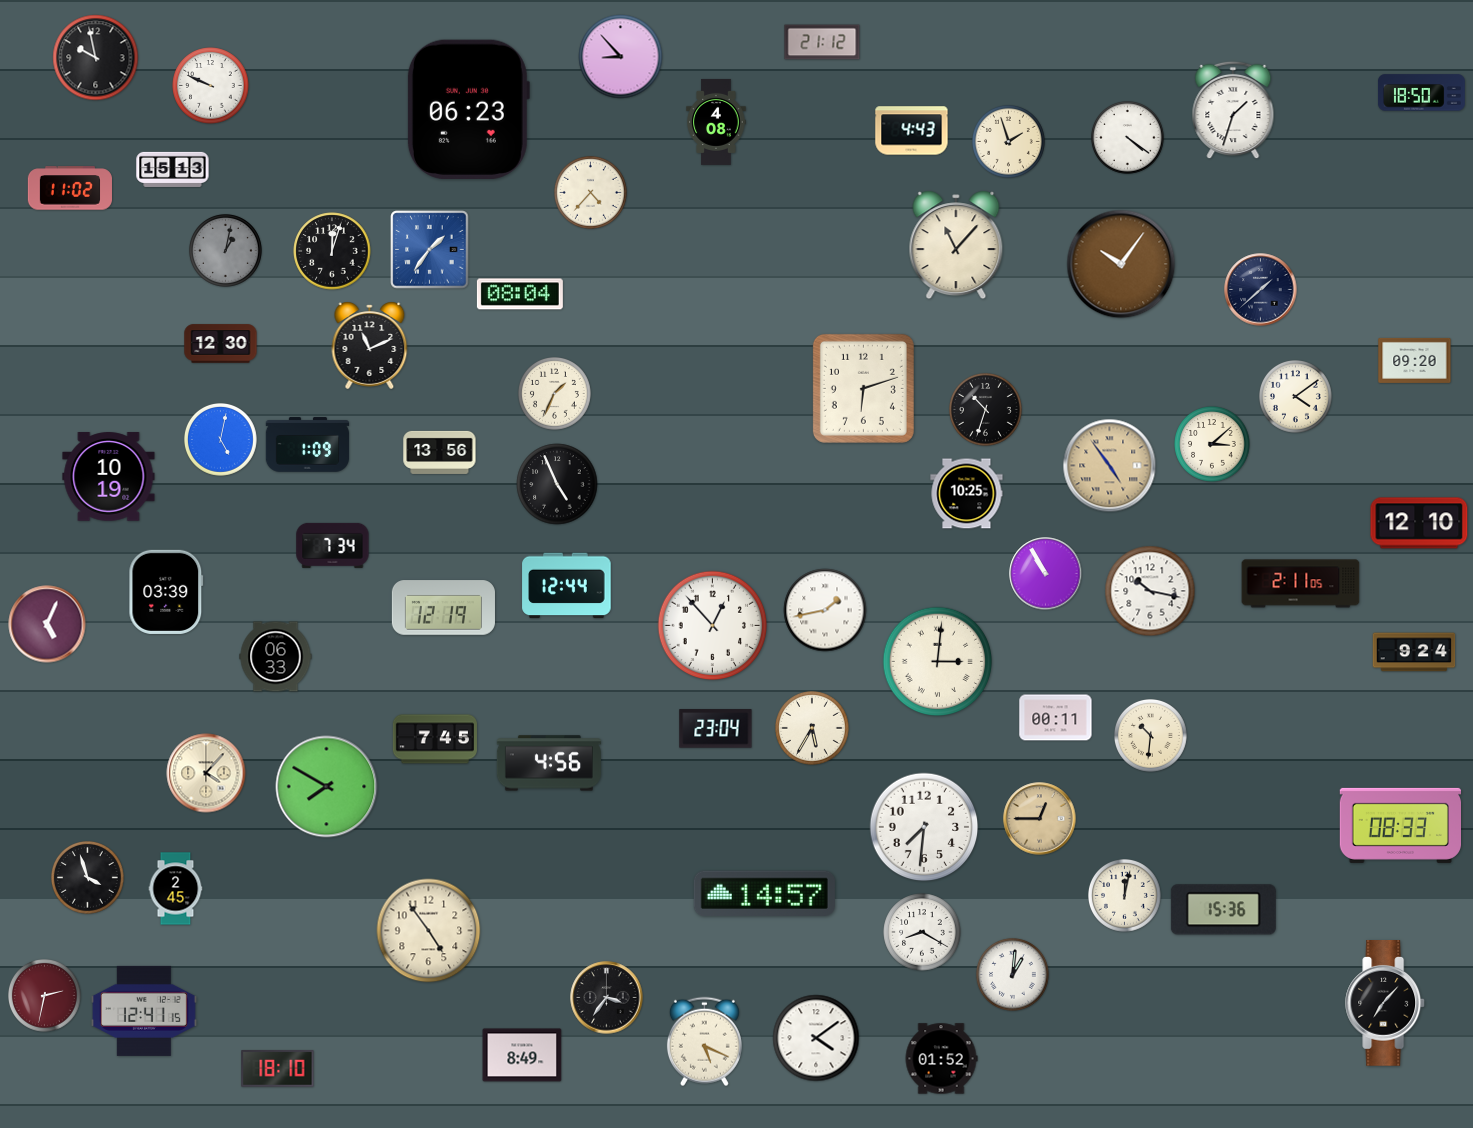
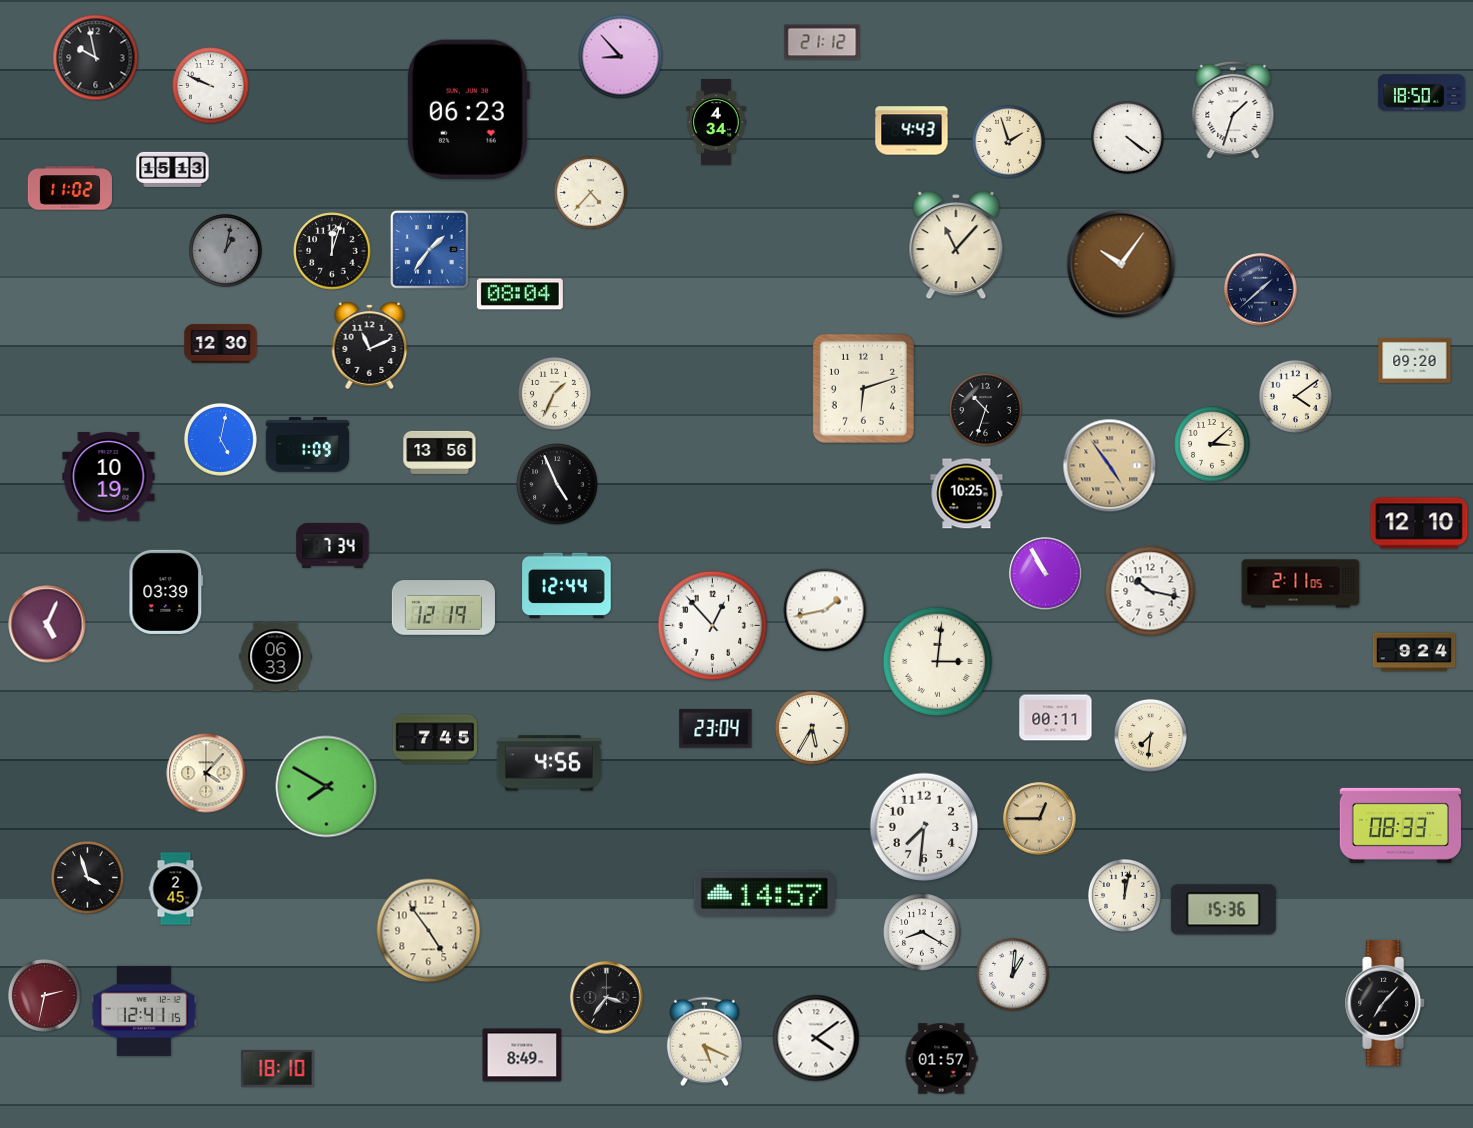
clock at (716, 122): 4:08 -> 4:34
clock at (1151, 736): 10:31 -> 7:31
clock at (941, 1059): 01:52 -> 01:57
